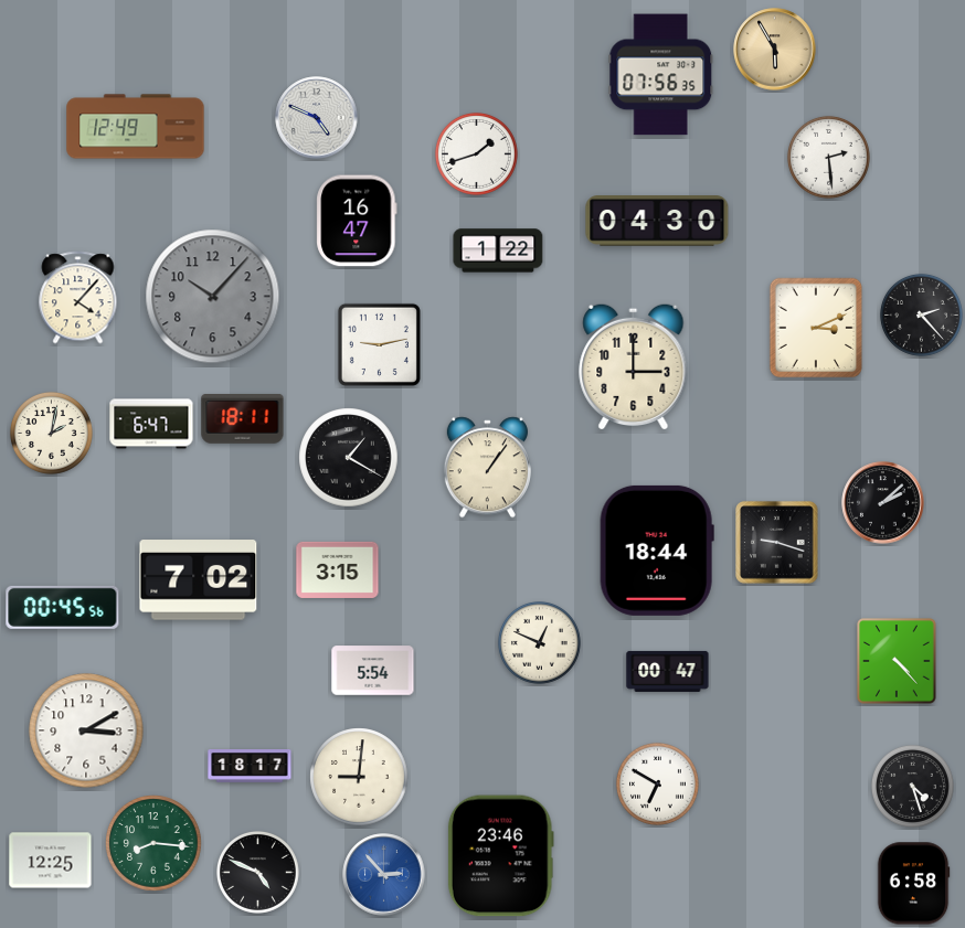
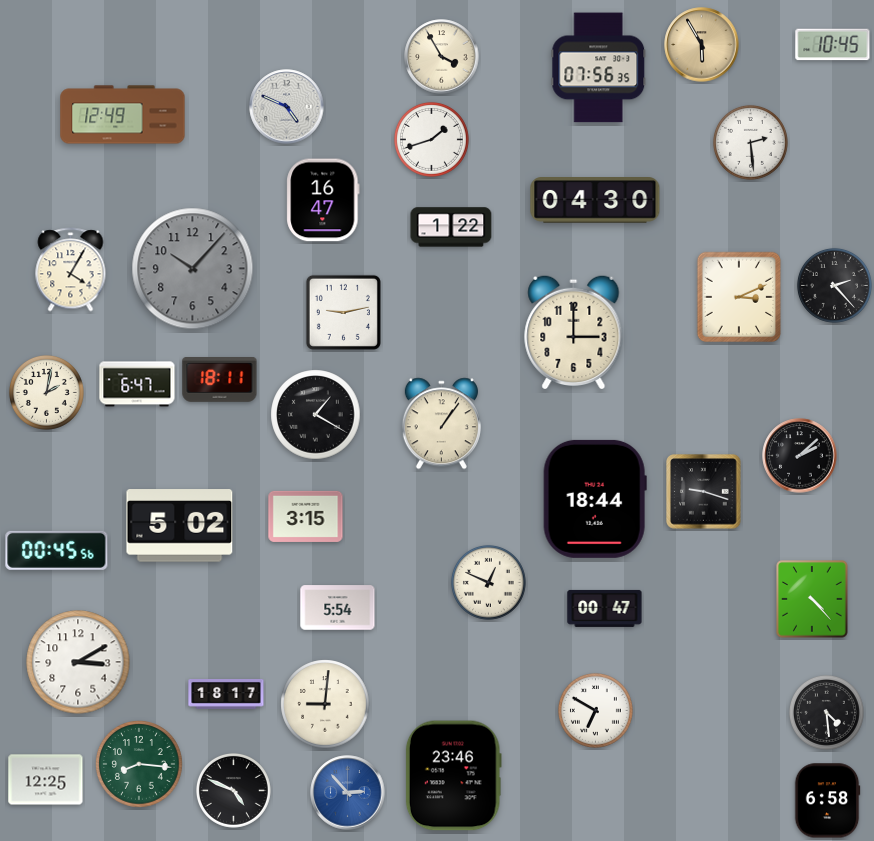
clock at (833, 45): none -> 10:45
clock at (442, 57): none -> 3:55
clock at (78, 298): 4:07 -> 4:05
clock at (199, 580): 7:02 -> 5:02
clock at (912, 786): 4:27 -> 4:29
